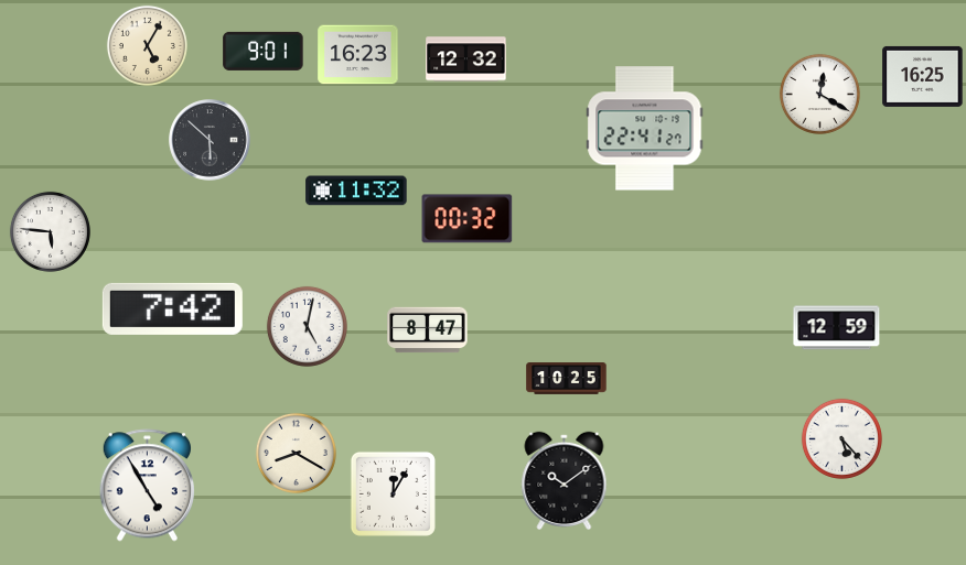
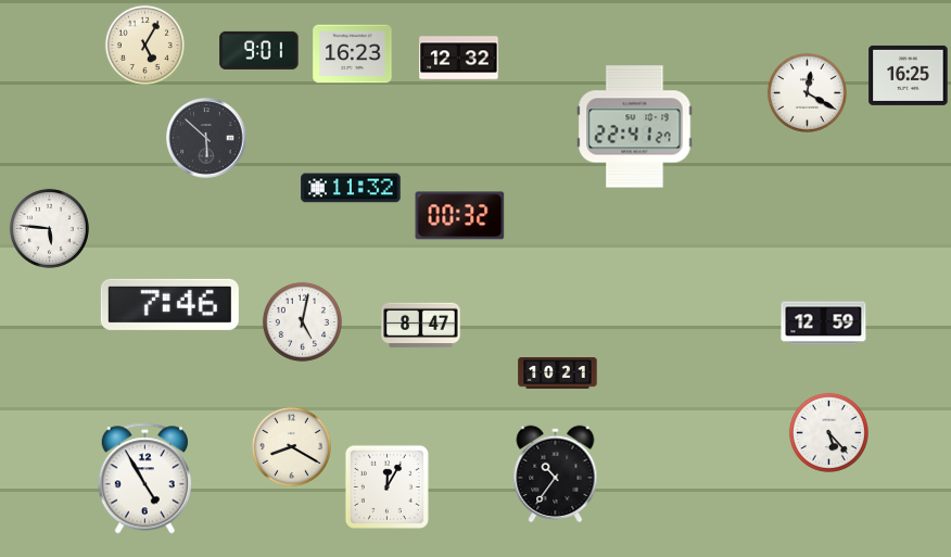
clock at (172, 308): 7:42 -> 7:46
clock at (567, 379): 10:25 -> 10:21
clock at (565, 480): 10:09 -> 10:36
